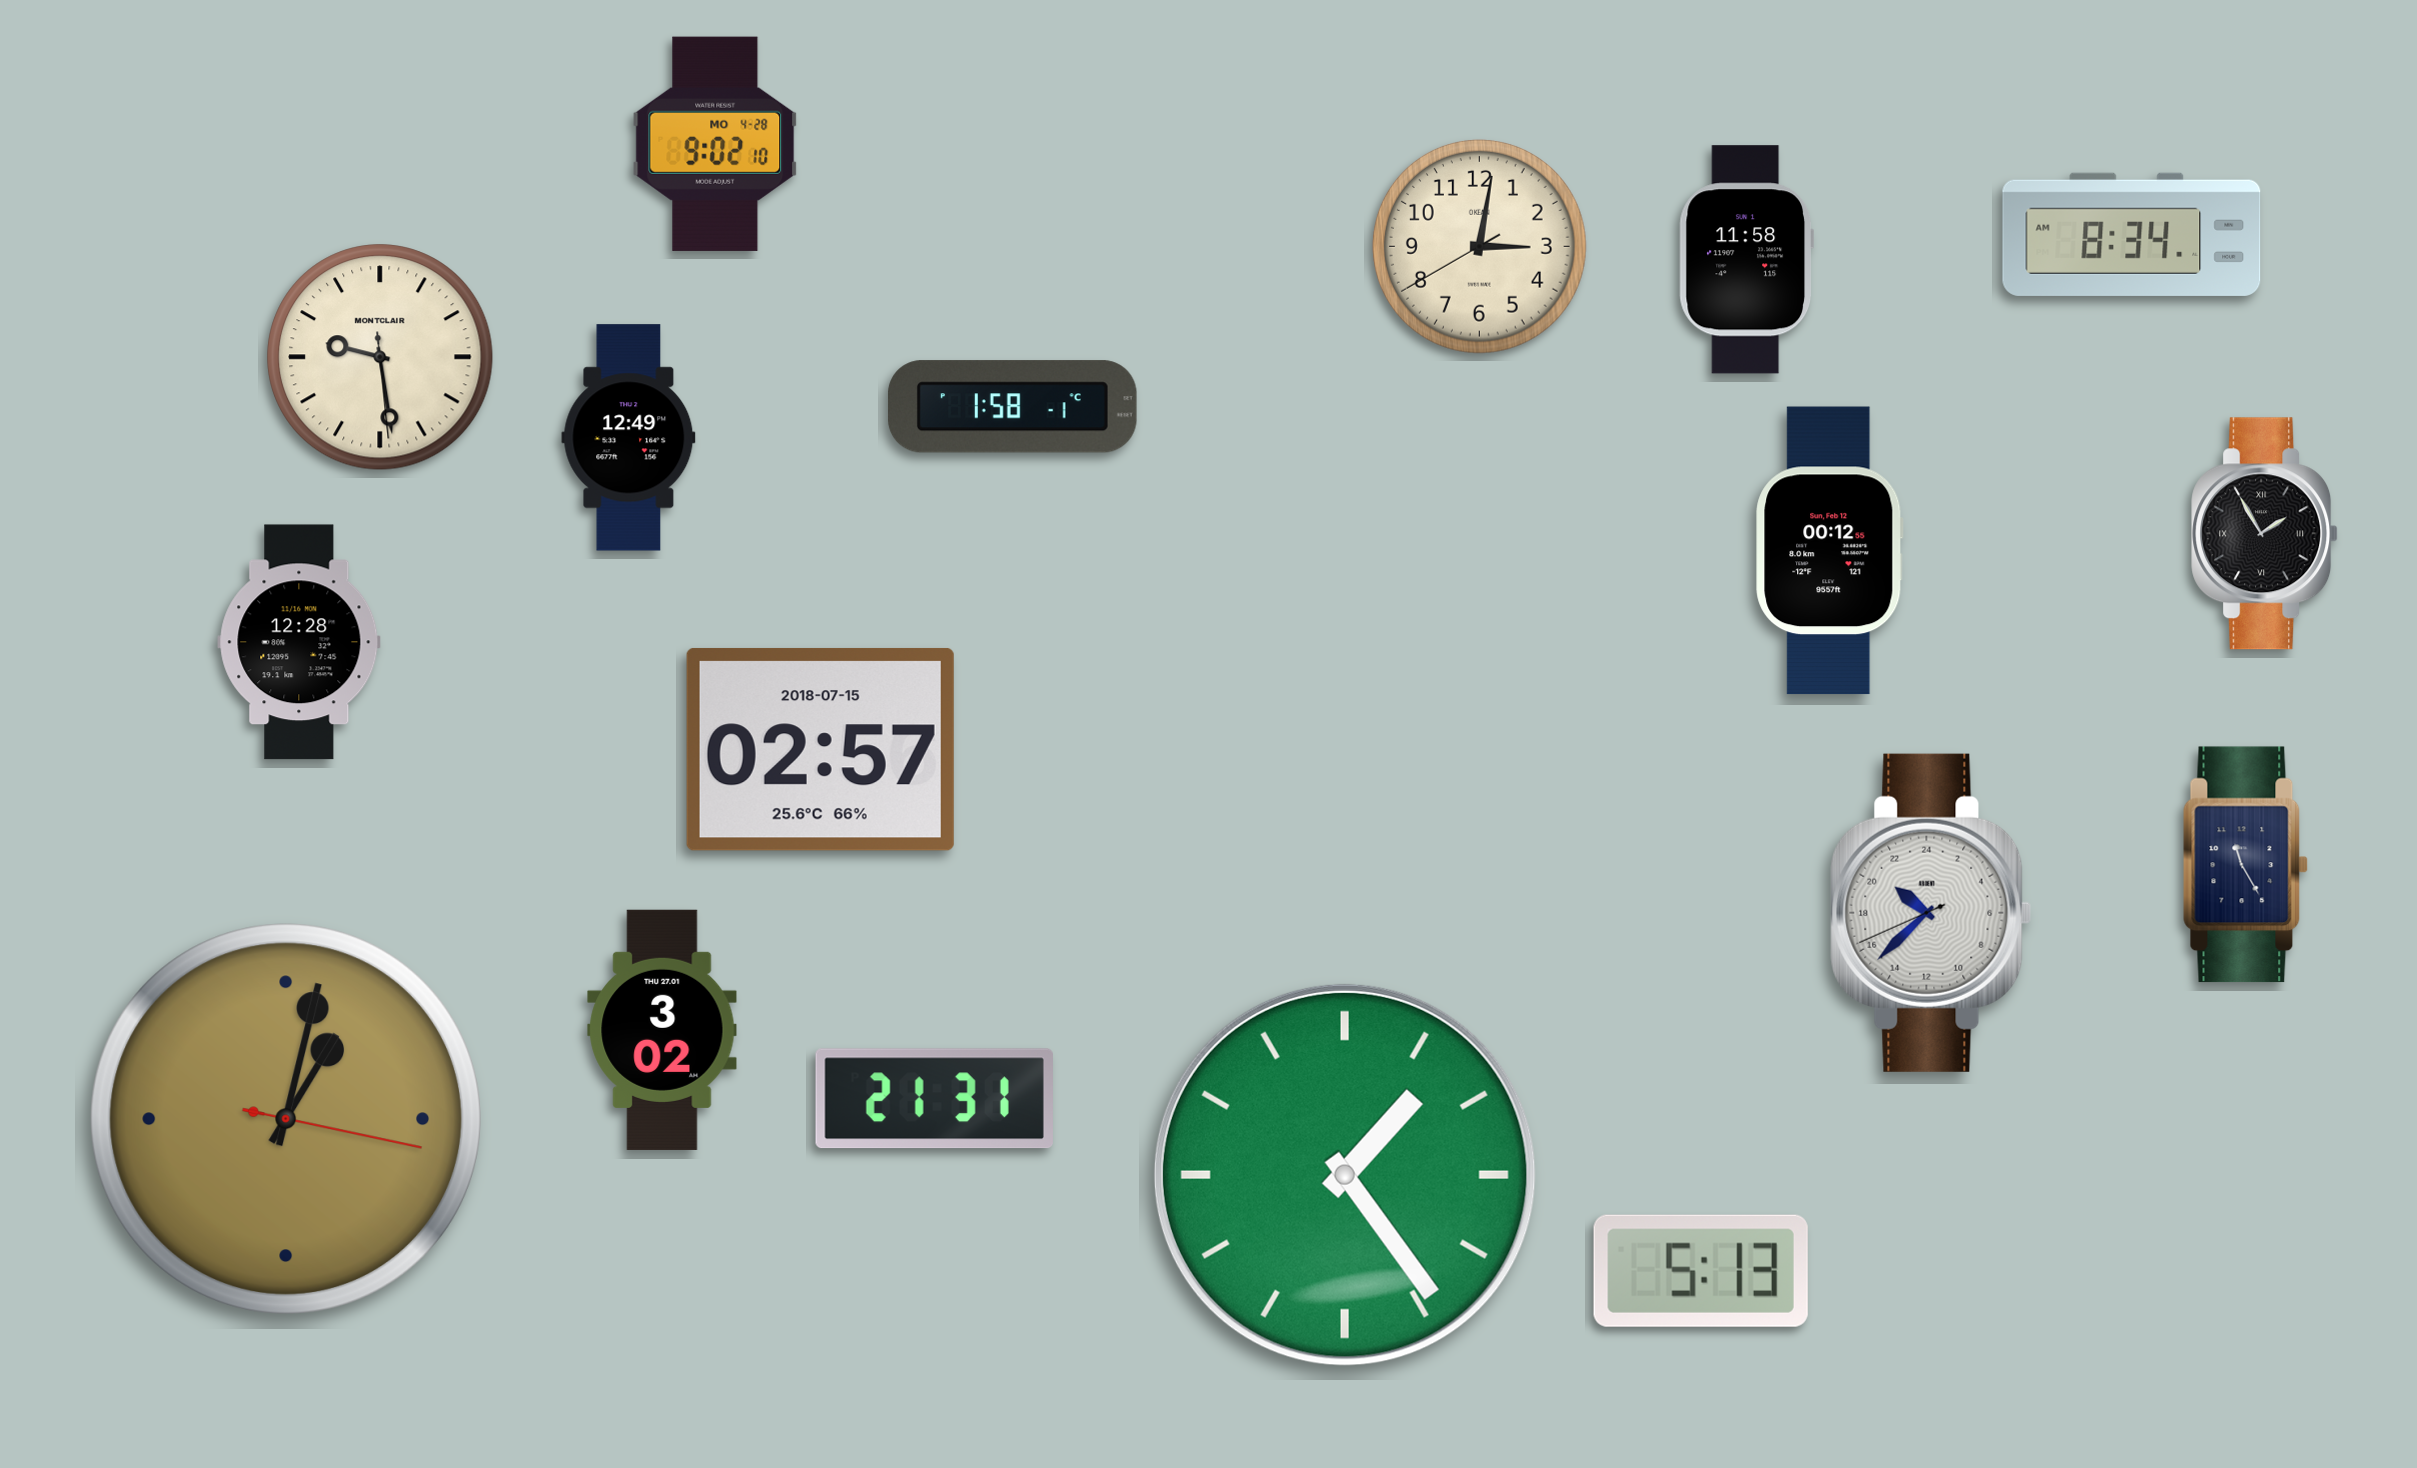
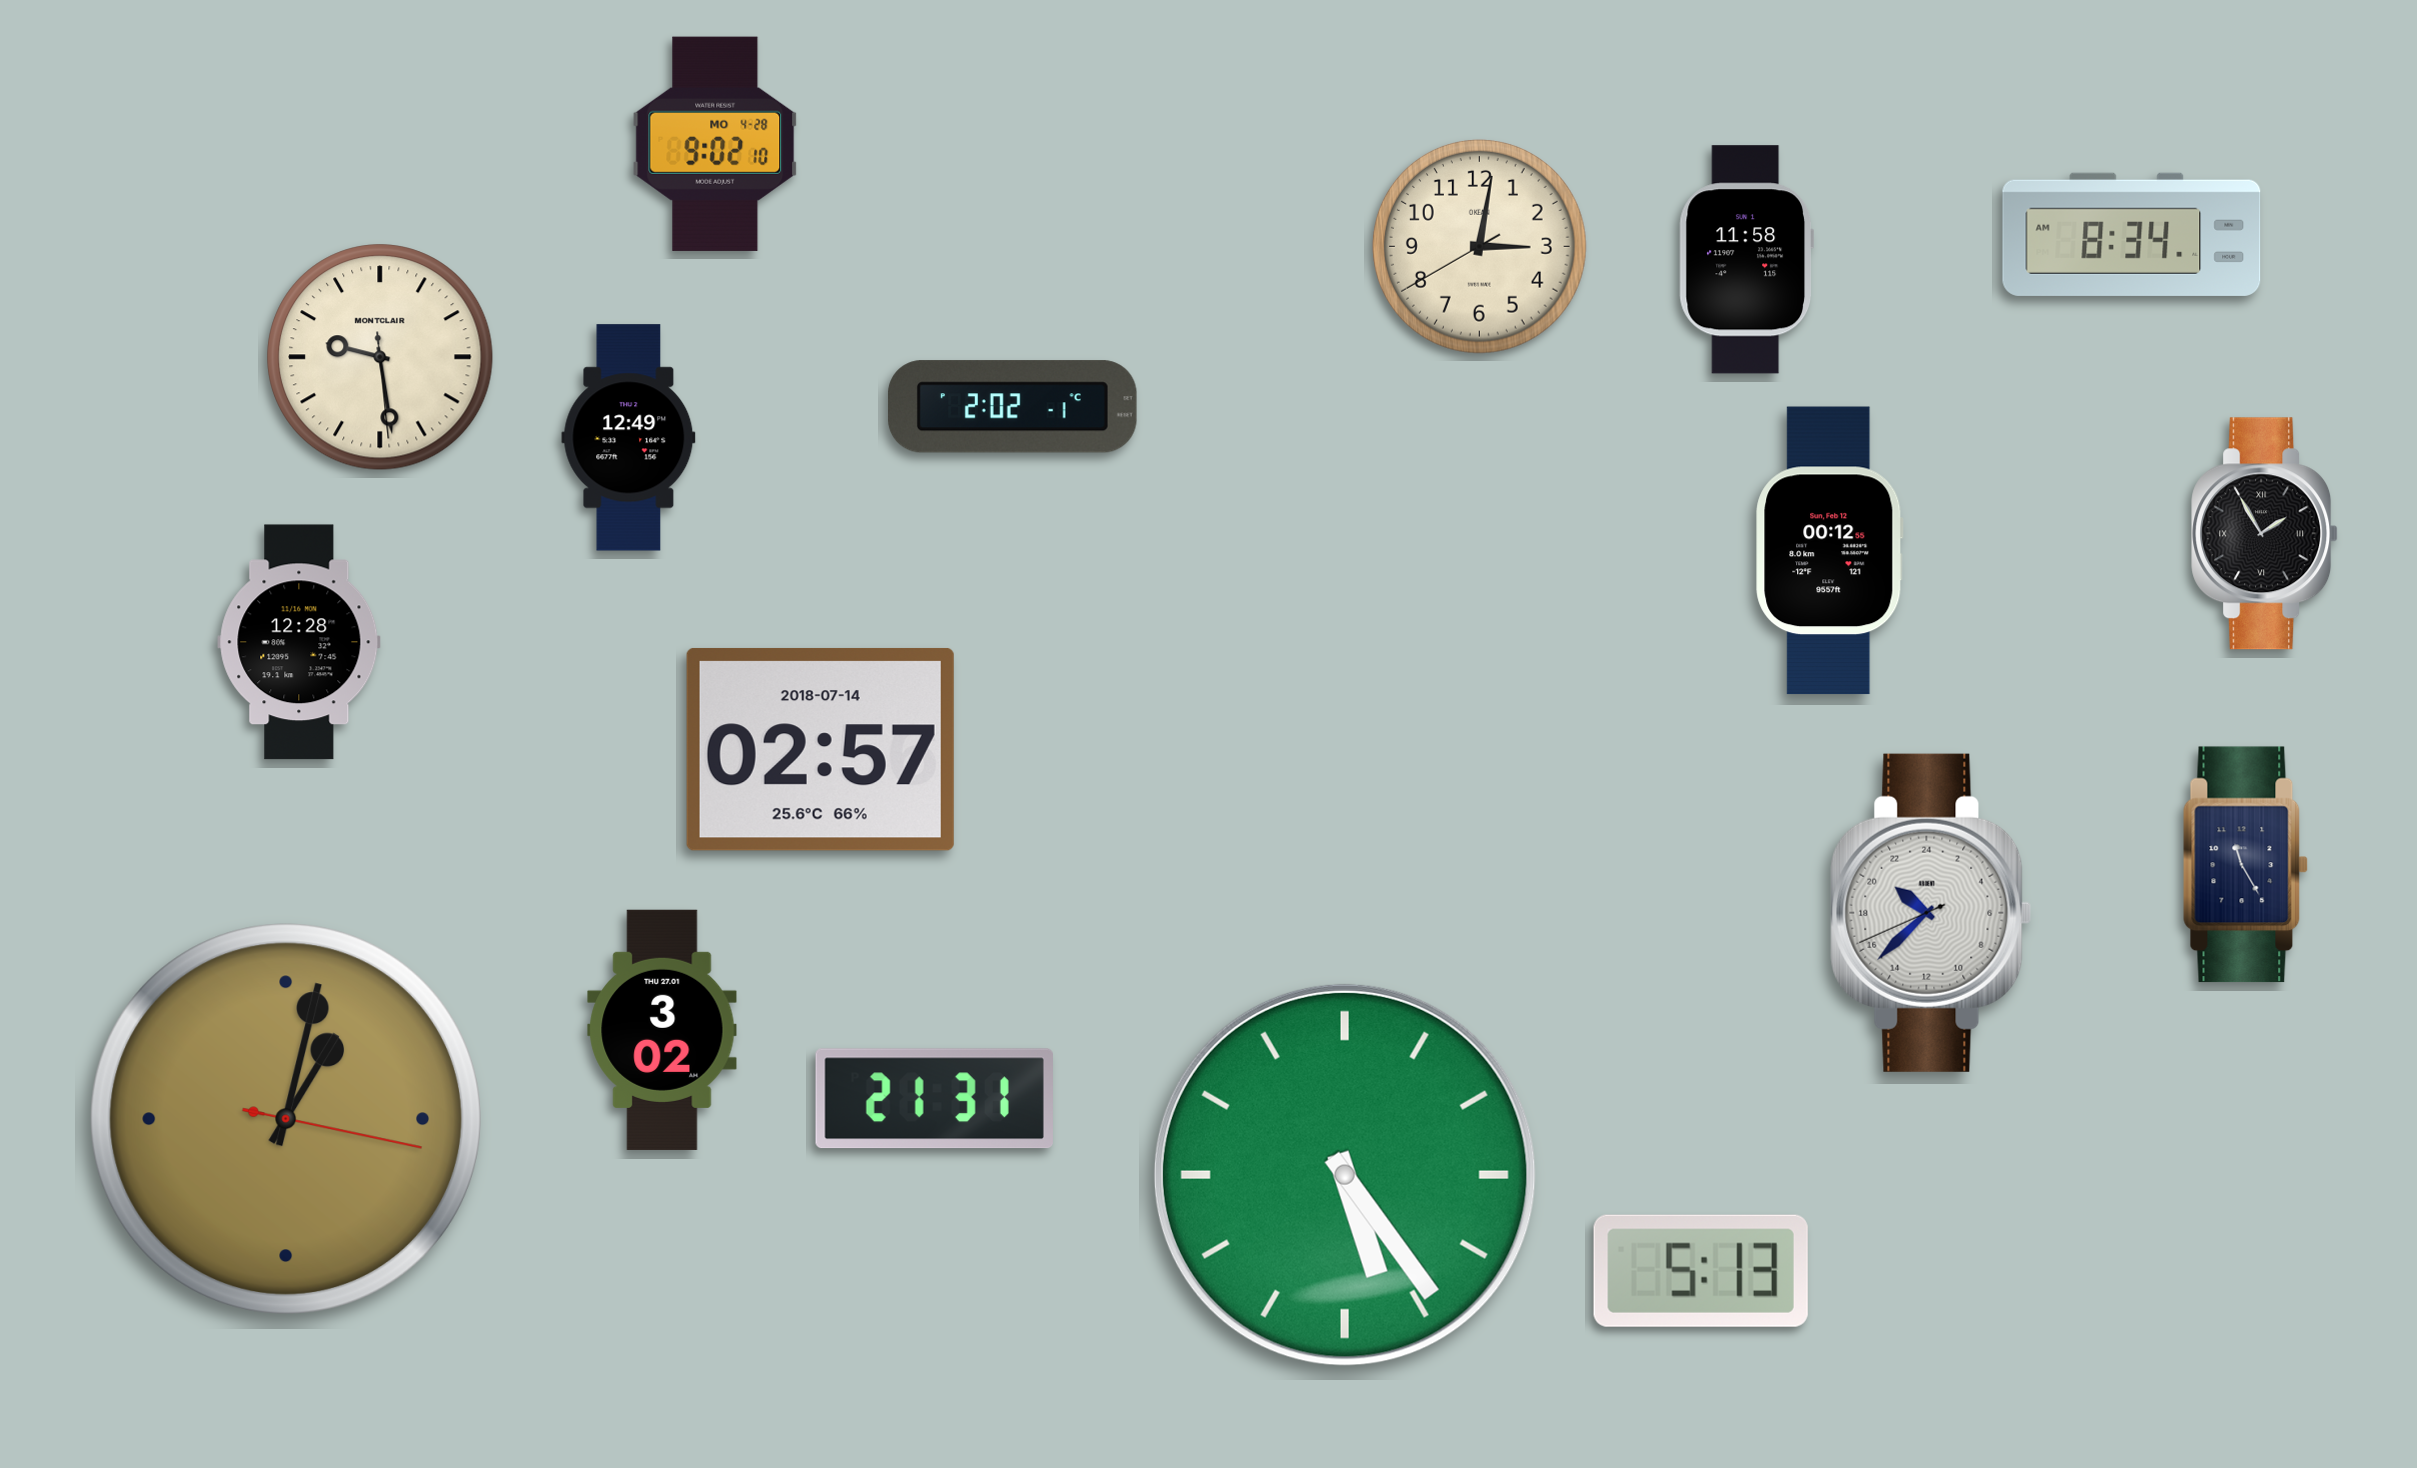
clock at (1012, 407): 1:58 -> 2:02
clock at (820, 749) date: 2018-07-15 -> 2018-07-14
clock at (1345, 1175): 1:24 -> 5:24
